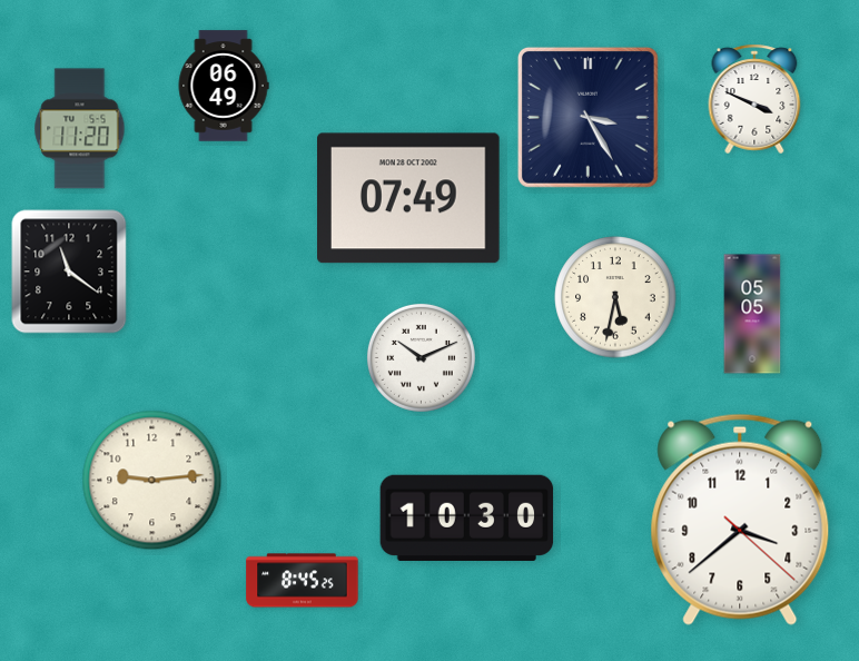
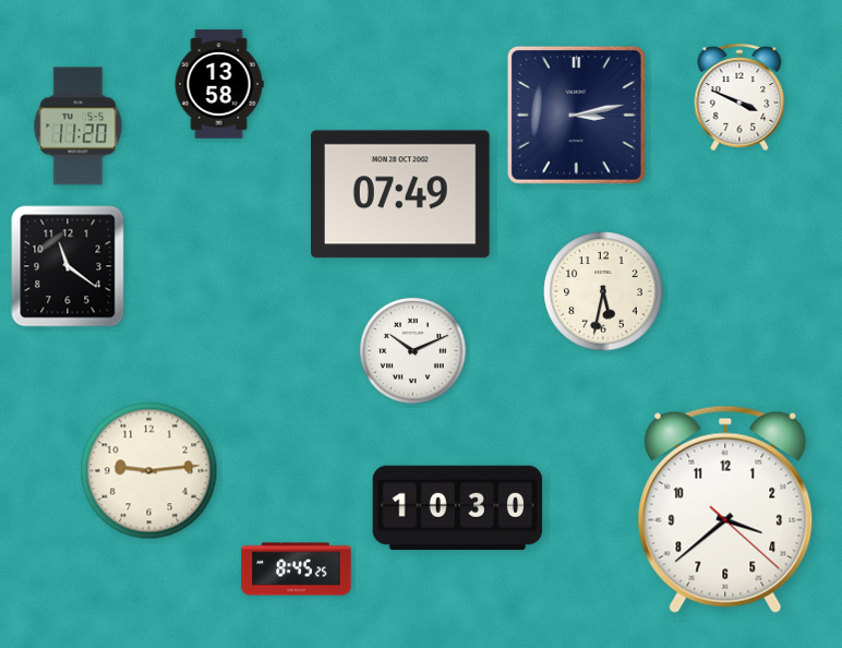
clock at (224, 86): 06:49 -> 13:58
clock at (588, 117): 3:25 -> 3:13
clock at (752, 314): 05:05 -> none
